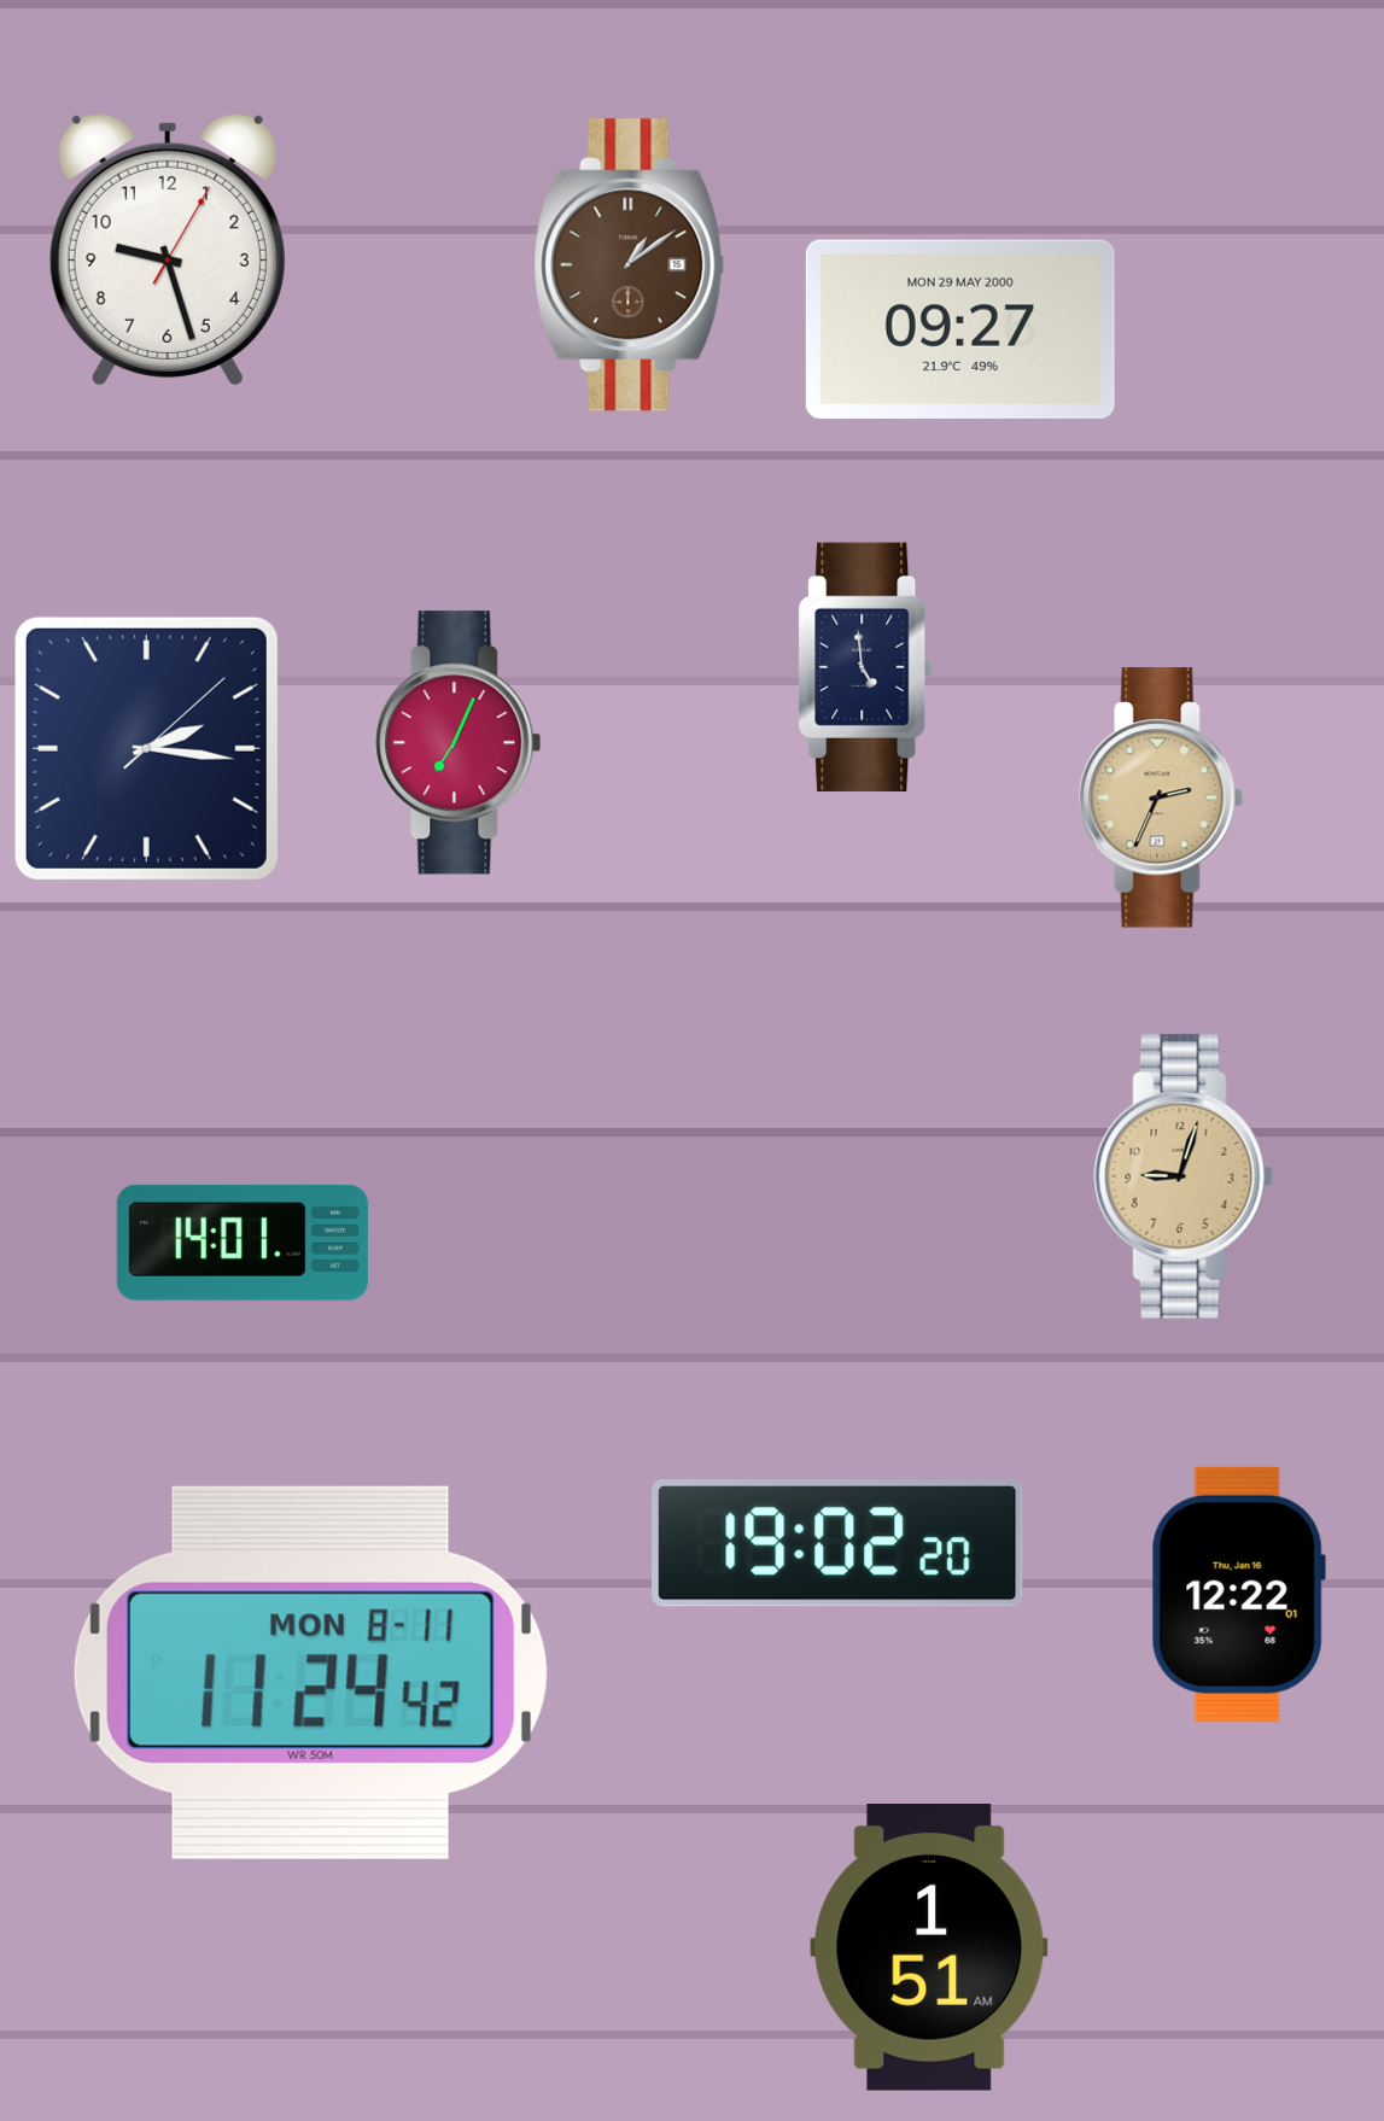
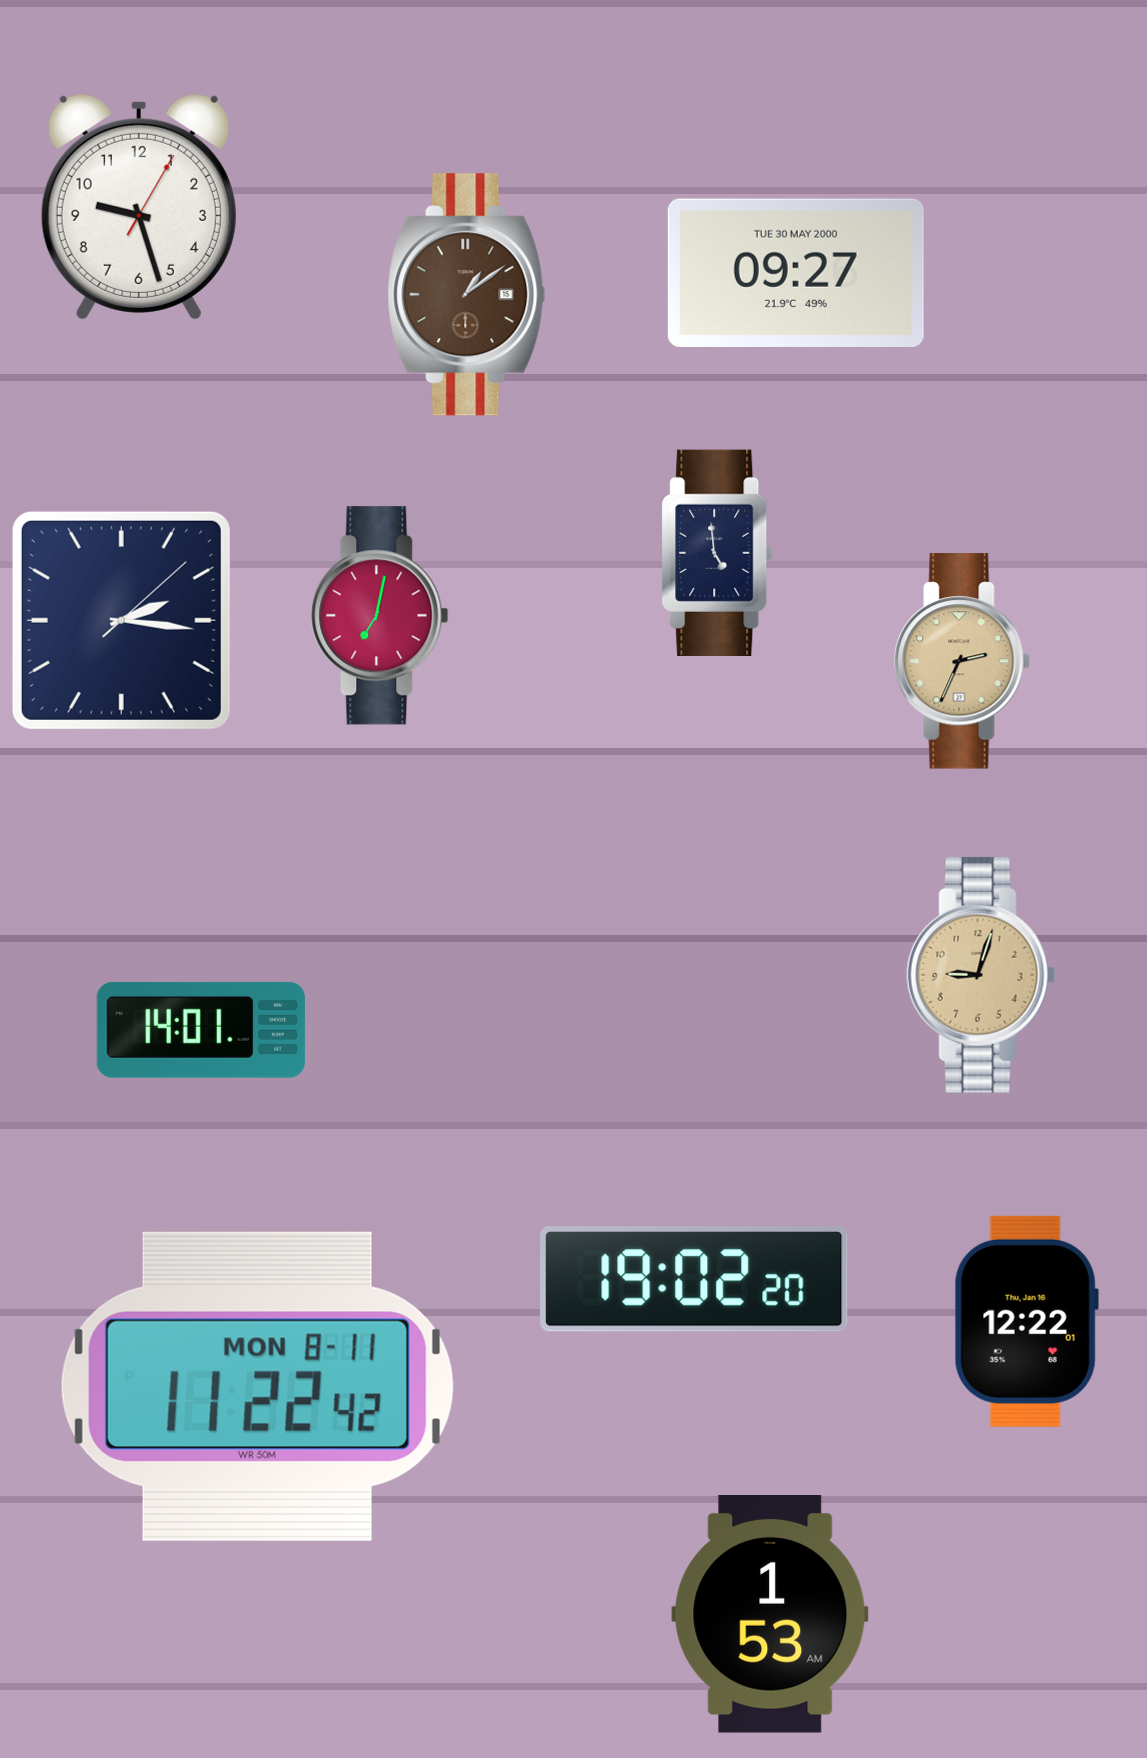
clock at (630, 265) position: (630, 265) -> (467, 295)
clock at (960, 329) date: MON 29 MAY 2000 -> TUE 30 MAY 2000
clock at (459, 743): 7:04 -> 7:02
clock at (310, 1672): 11:24 -> 11:22
clock at (929, 1948): 1:51 -> 1:53
